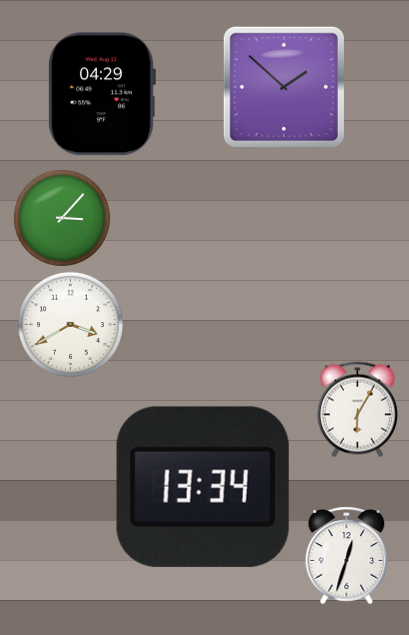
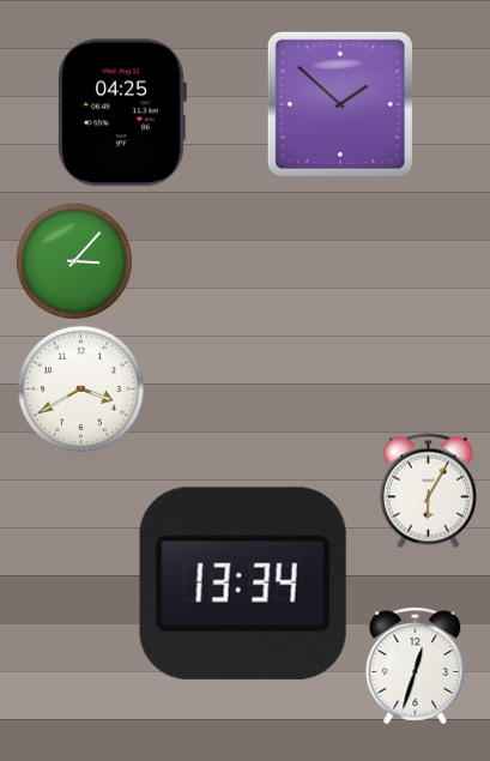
clock at (102, 94): 04:29 -> 04:25
clock at (70, 324) position: (70, 324) -> (80, 388)
